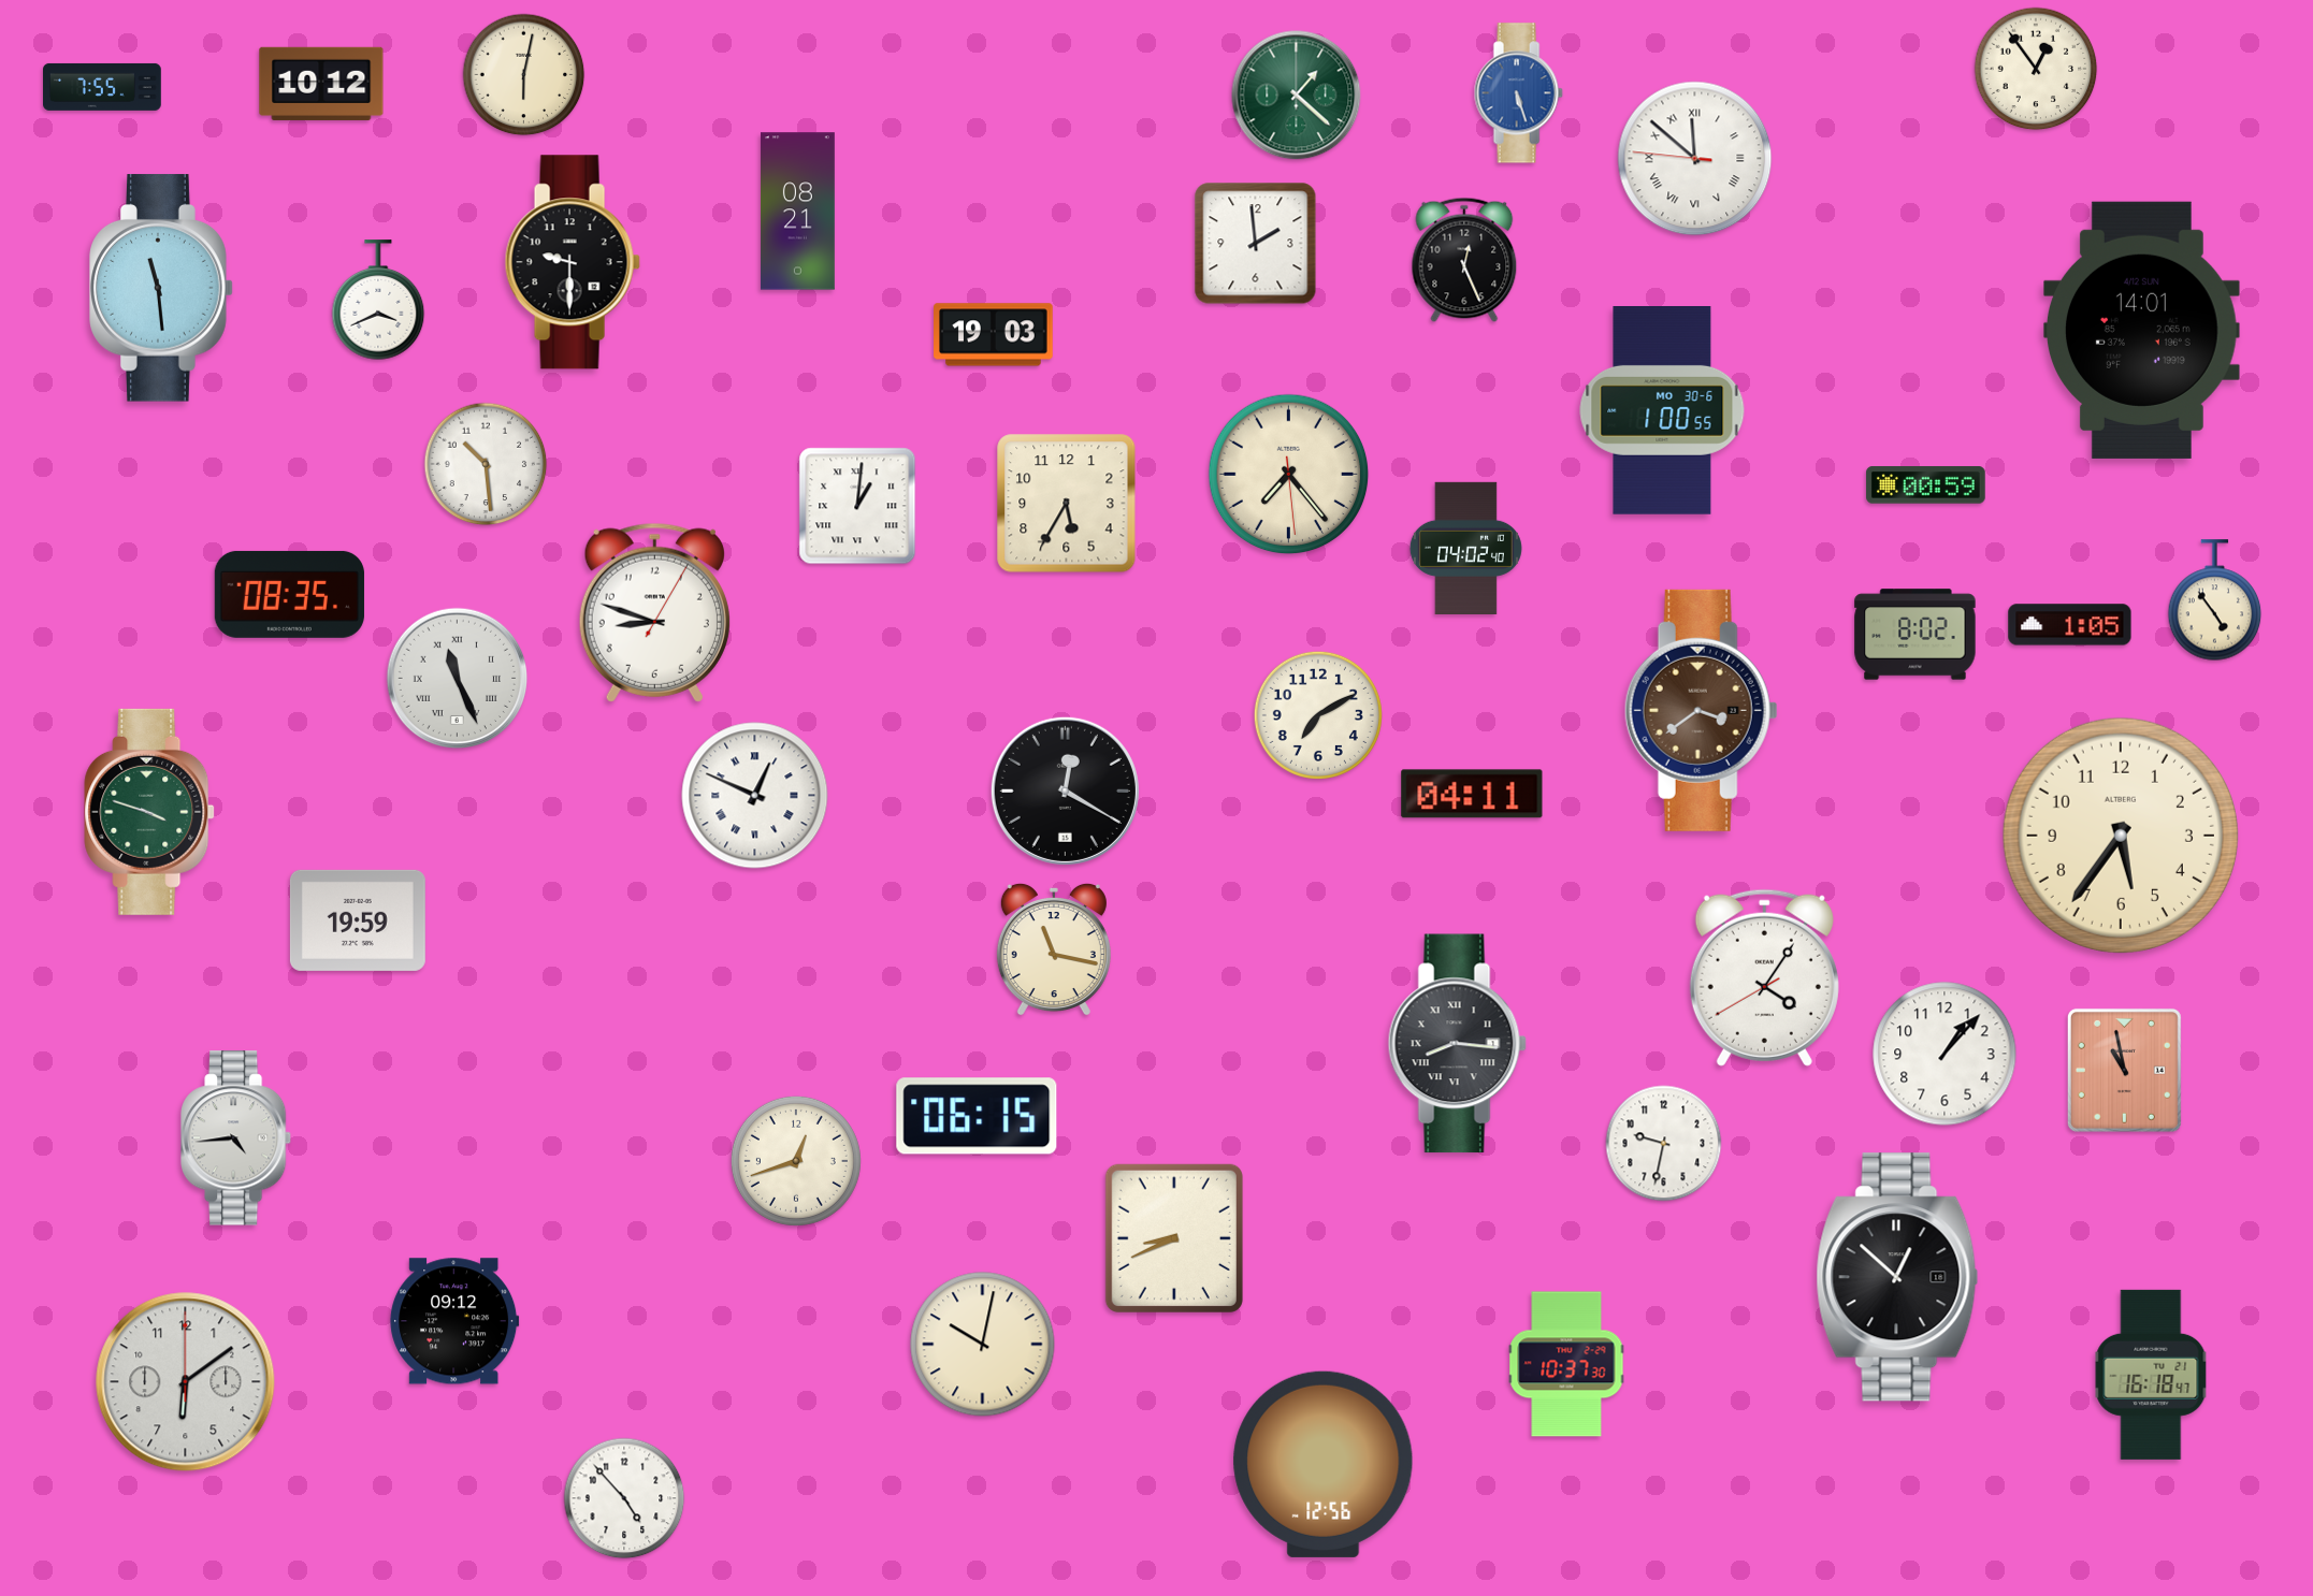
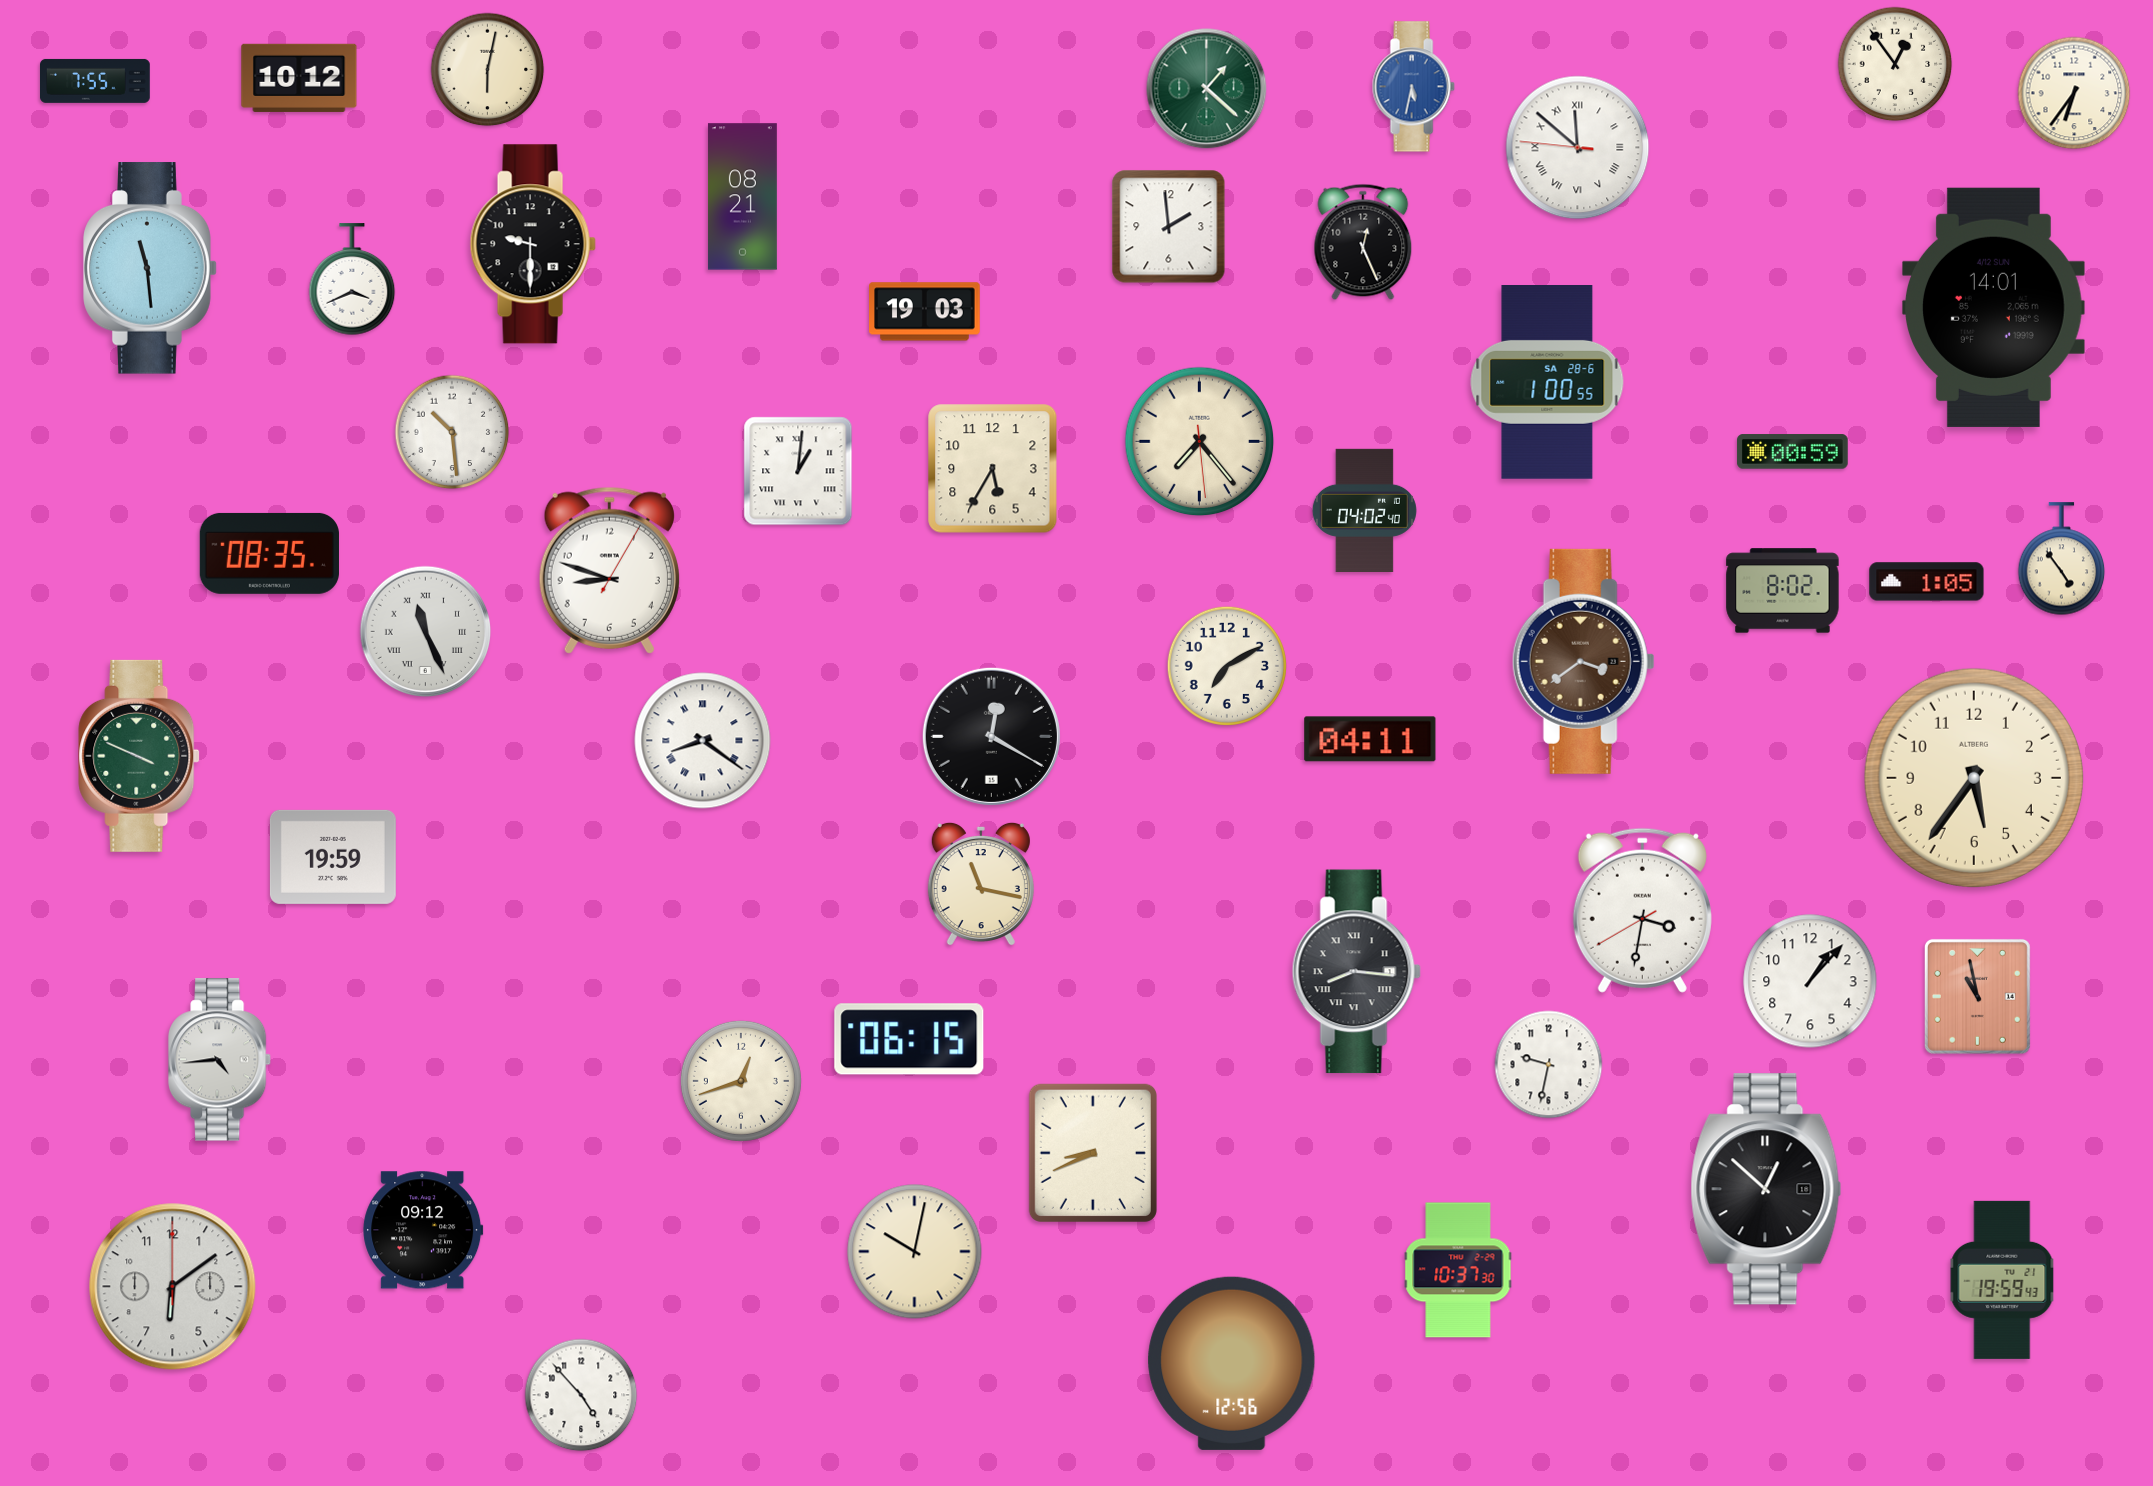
clock at (1518, 93): 5:27 -> 5:32
clock at (2074, 93): none -> 6:36
clock at (1662, 411) date: MO 30-6 -> SA 28-6
clock at (755, 796): 12:49 -> 8:21
clock at (149, 812): 3:48 -> 3:49
clock at (1764, 977): 4:05 -> 3:31
clock at (2151, 1375): 16:18 -> 19:59
